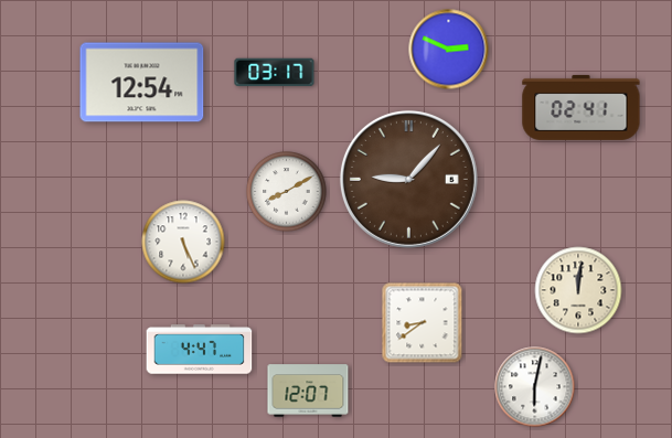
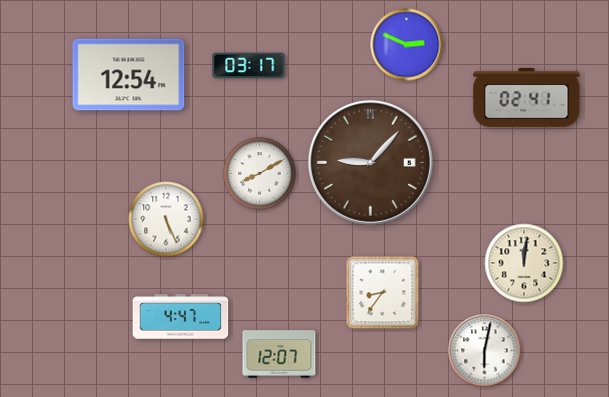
clock at (423, 323): 8:39 -> 8:36
